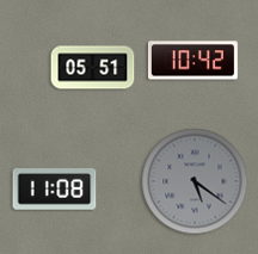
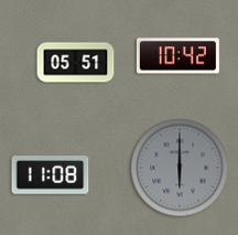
clock at (93, 68) position: (93, 68) -> (76, 63)
clock at (195, 181): 5:21 -> 6:00
